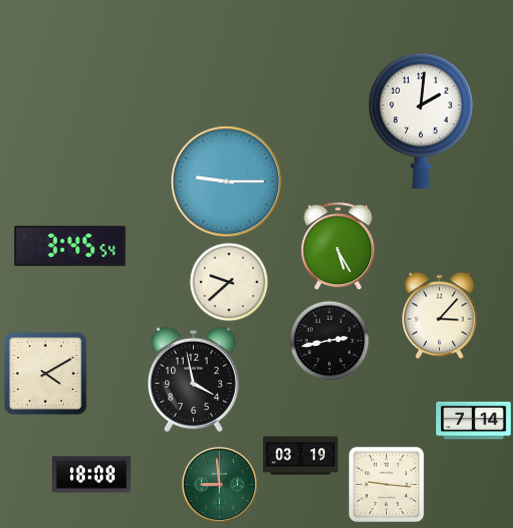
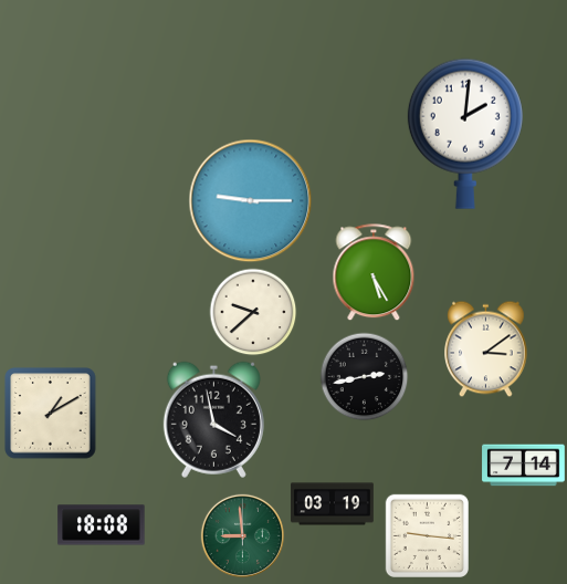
clock at (70, 246): 3:45 -> none
clock at (440, 316): 3:07 -> 3:09
clock at (46, 374): 4:10 -> 1:10
